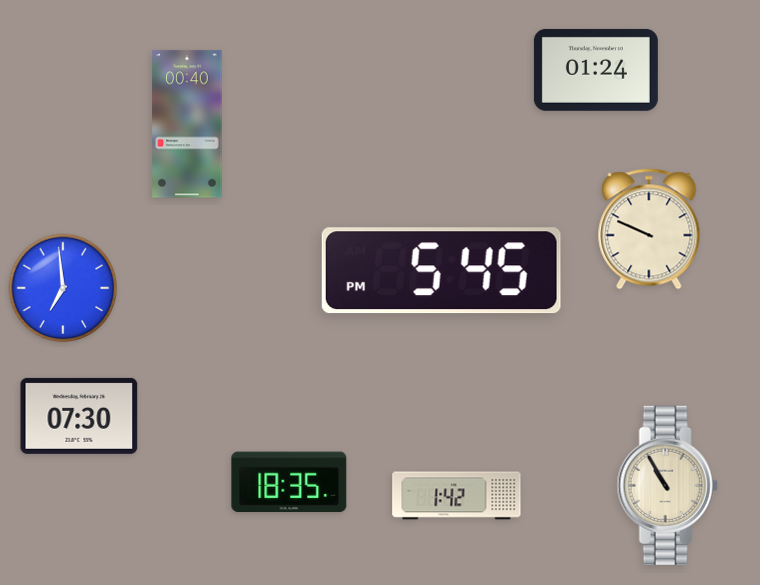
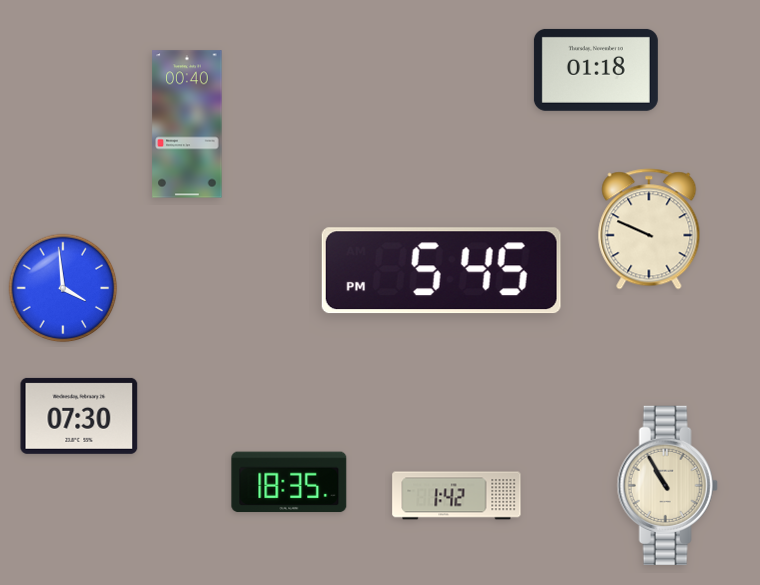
clock at (596, 70): 01:24 -> 01:18
clock at (63, 288): 6:59 -> 3:59
